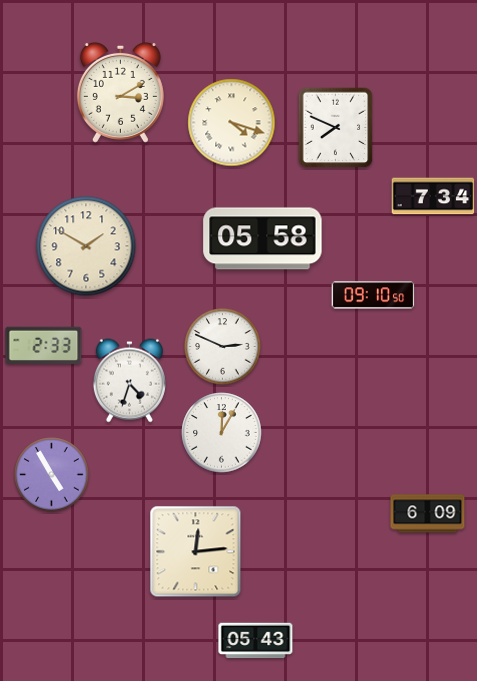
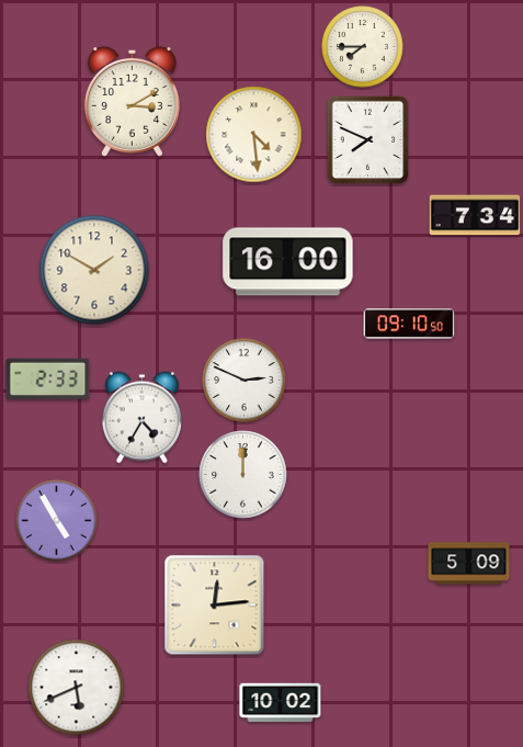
clock at (363, 47): none -> 7:45
clock at (232, 123): 4:18 -> 4:29
clock at (263, 239): 05:58 -> 16:00
clock at (129, 381): 4:33 -> 4:35
clock at (222, 433): 12:05 -> 12:00
clock at (428, 514): 6:09 -> 5:09
clock at (77, 688): none -> 5:41
clock at (256, 641): 05:43 -> 10:02
